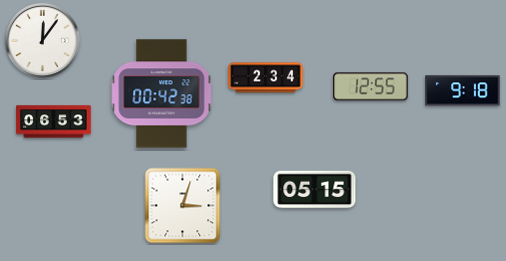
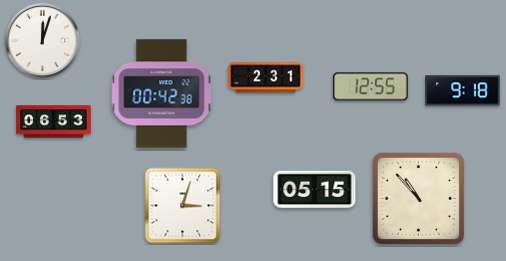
clock at (42, 40): 12:06 -> 12:03
clock at (266, 78): 2:34 -> 2:31
clock at (418, 198): none -> 10:53
